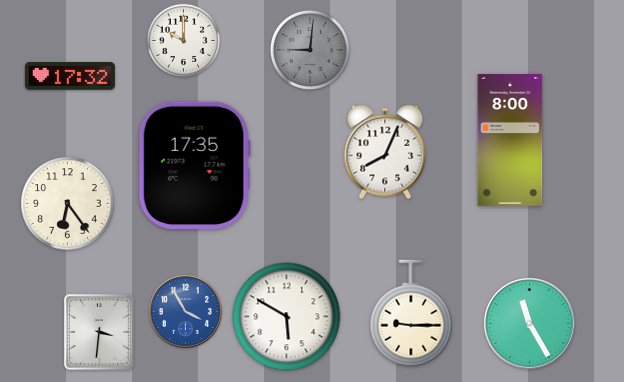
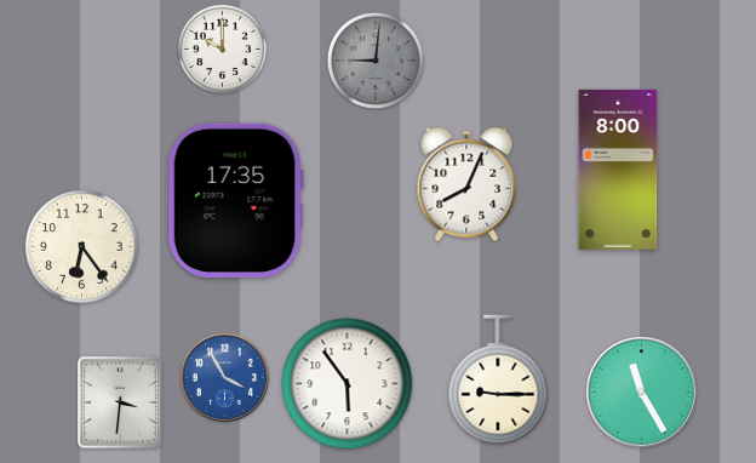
clock at (70, 76): 17:32 -> none
clock at (287, 317): 5:50 -> 5:54
